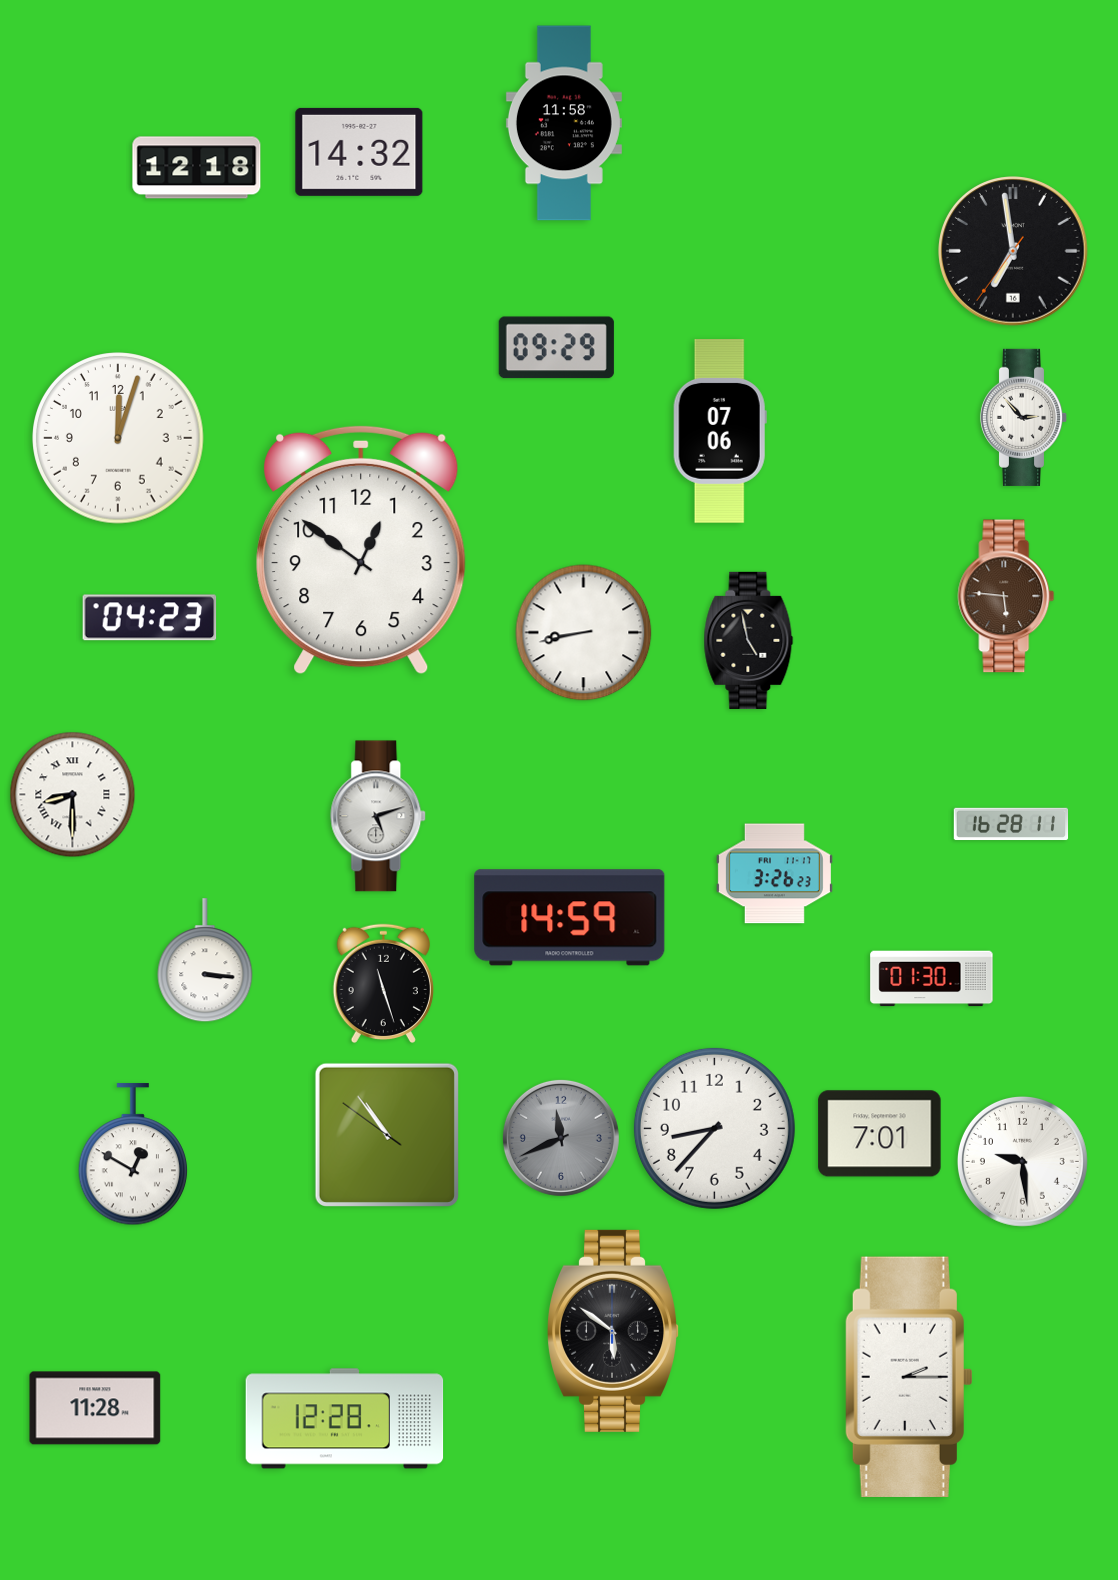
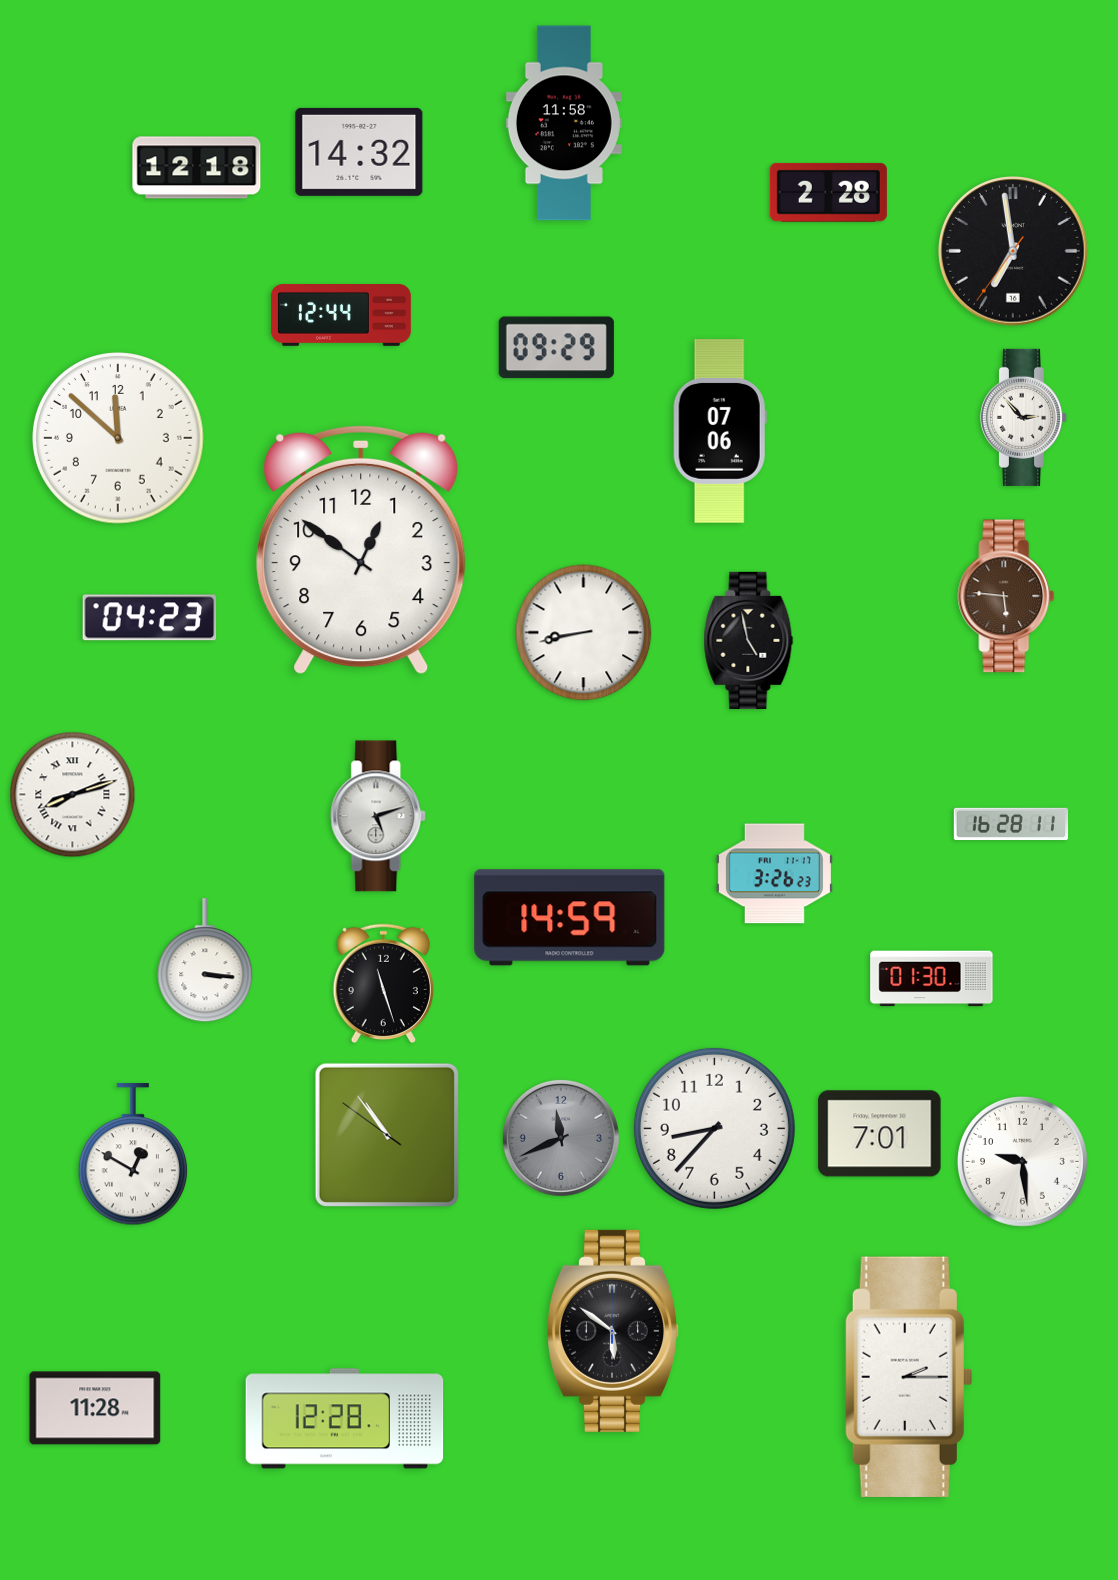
clock at (828, 192): none -> 2:28
clock at (341, 316): none -> 12:44
clock at (118, 438): 12:03 -> 11:52
clock at (73, 795): 8:30 -> 8:12
